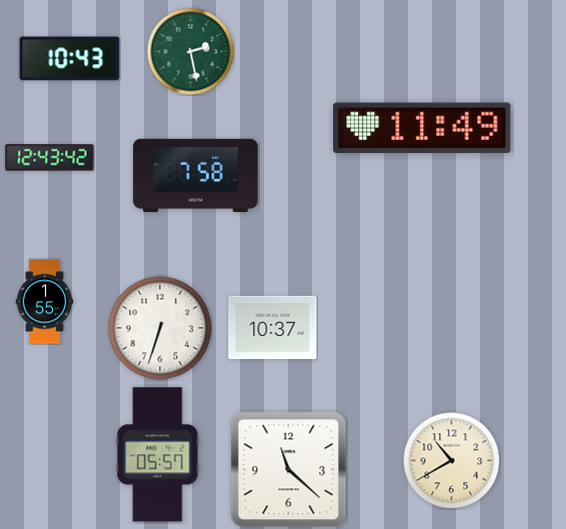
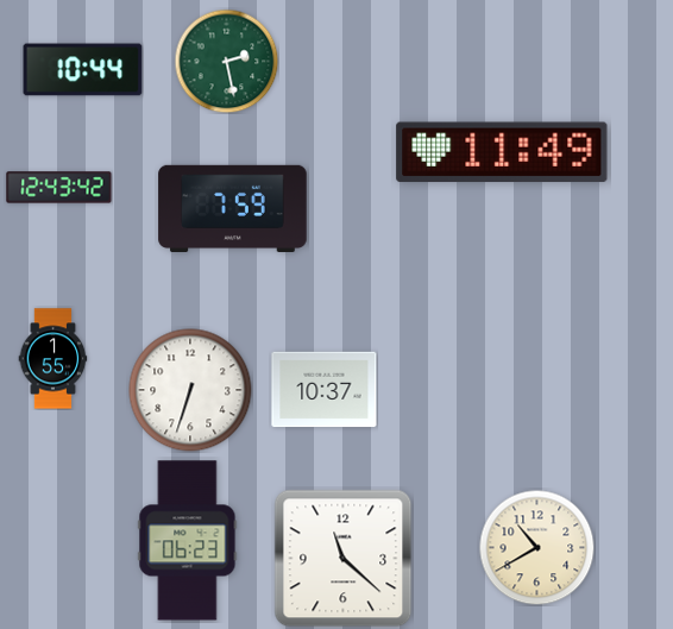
clock at (70, 59): 10:43 -> 10:44
clock at (196, 175): 7:58 -> 7:59
clock at (158, 455): 05:57 -> 06:23
